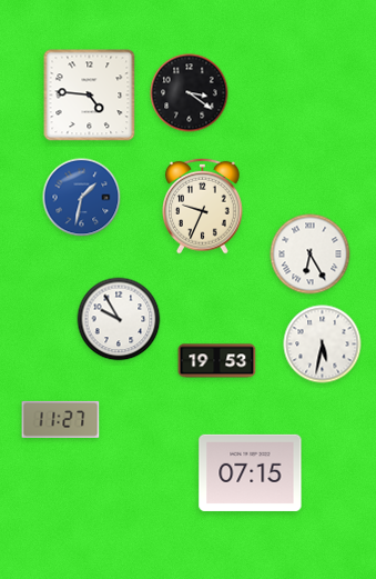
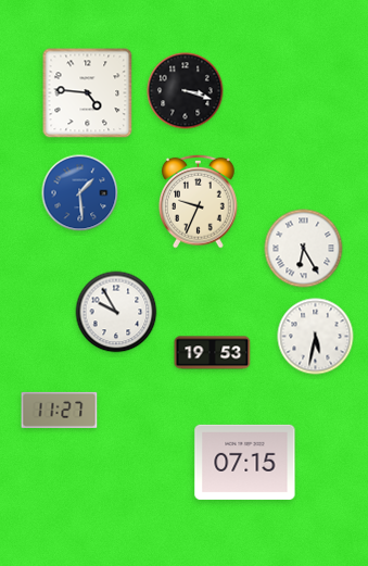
clock at (190, 93): 3:21 -> 3:18
clock at (82, 198): 1:32 -> 1:29
